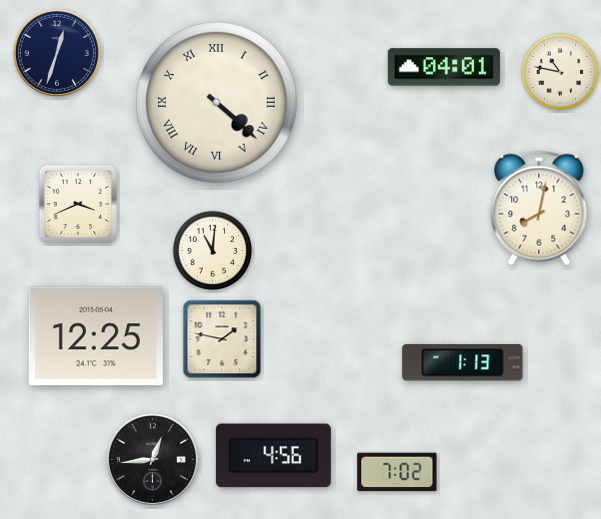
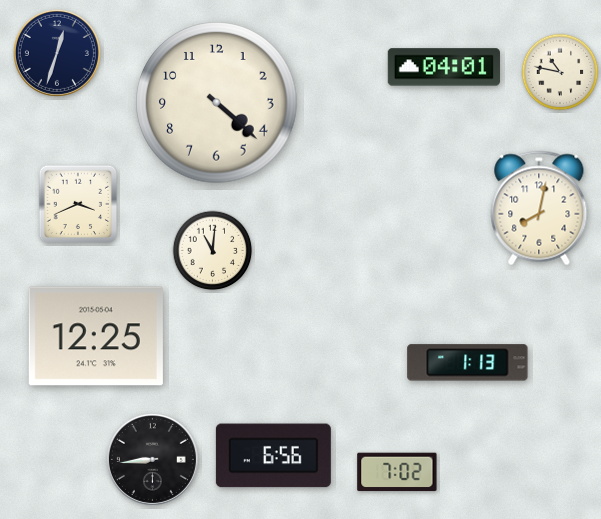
clock at (217, 103) numerals: Roman -> Arabic
clock at (222, 339): 1:47 -> none
clock at (463, 363) position: (463, 363) -> (468, 363)
clock at (273, 456): 4:56 -> 6:56
clock at (152, 459): 12:44 -> 8:44
